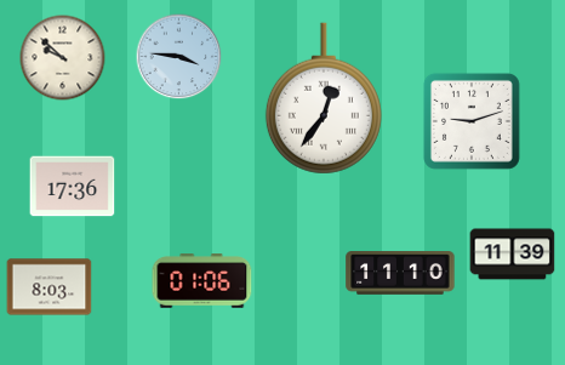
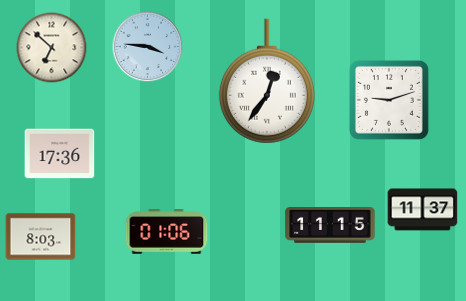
clock at (63, 58): 9:52 -> 6:52
clock at (513, 255): 11:39 -> 11:37
clock at (400, 274): 11:10 -> 11:15
